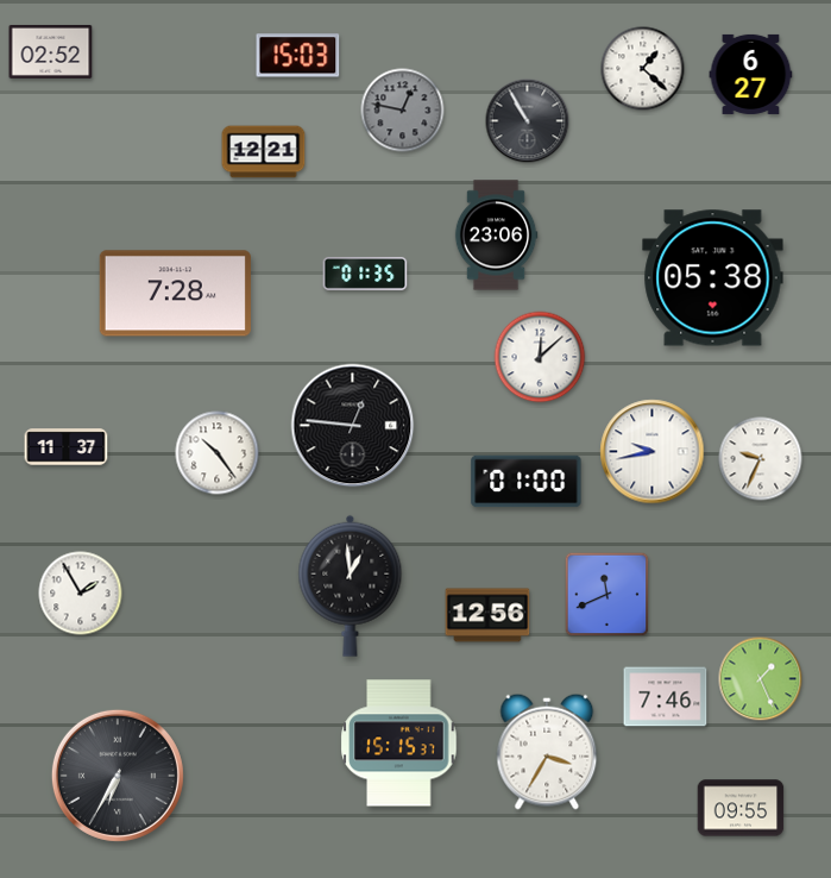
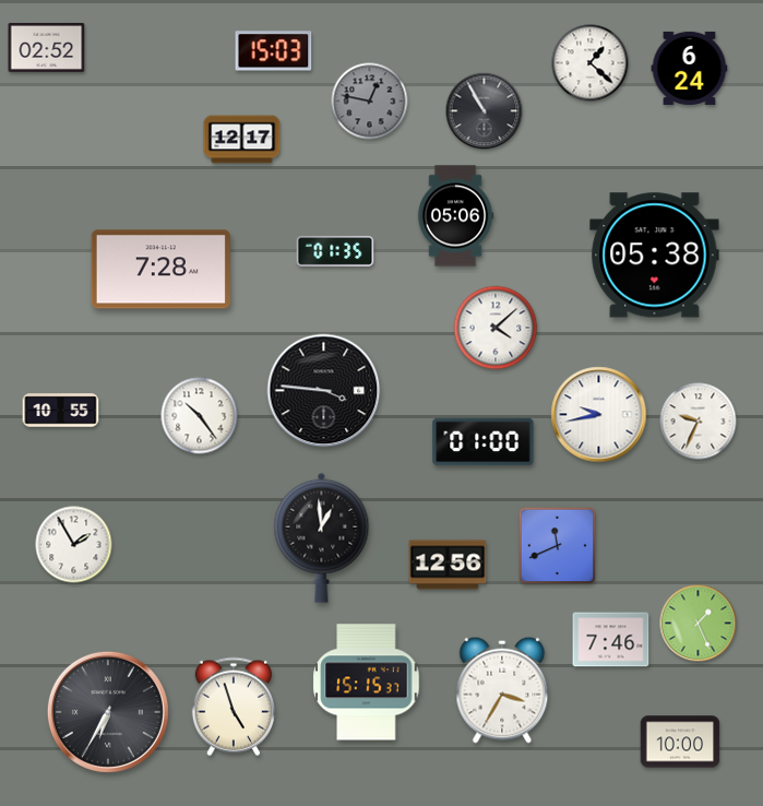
clock at (751, 74): 6:27 -> 6:24
clock at (264, 152): 12:21 -> 12:17
clock at (496, 236): 23:06 -> 05:06
clock at (540, 357): 12:08 -> 4:08
clock at (353, 426): 12:46 -> 3:46
clock at (67, 447): 11:37 -> 10:55
clock at (234, 707): none -> 4:57
clock at (741, 808): 09:55 -> 10:00
